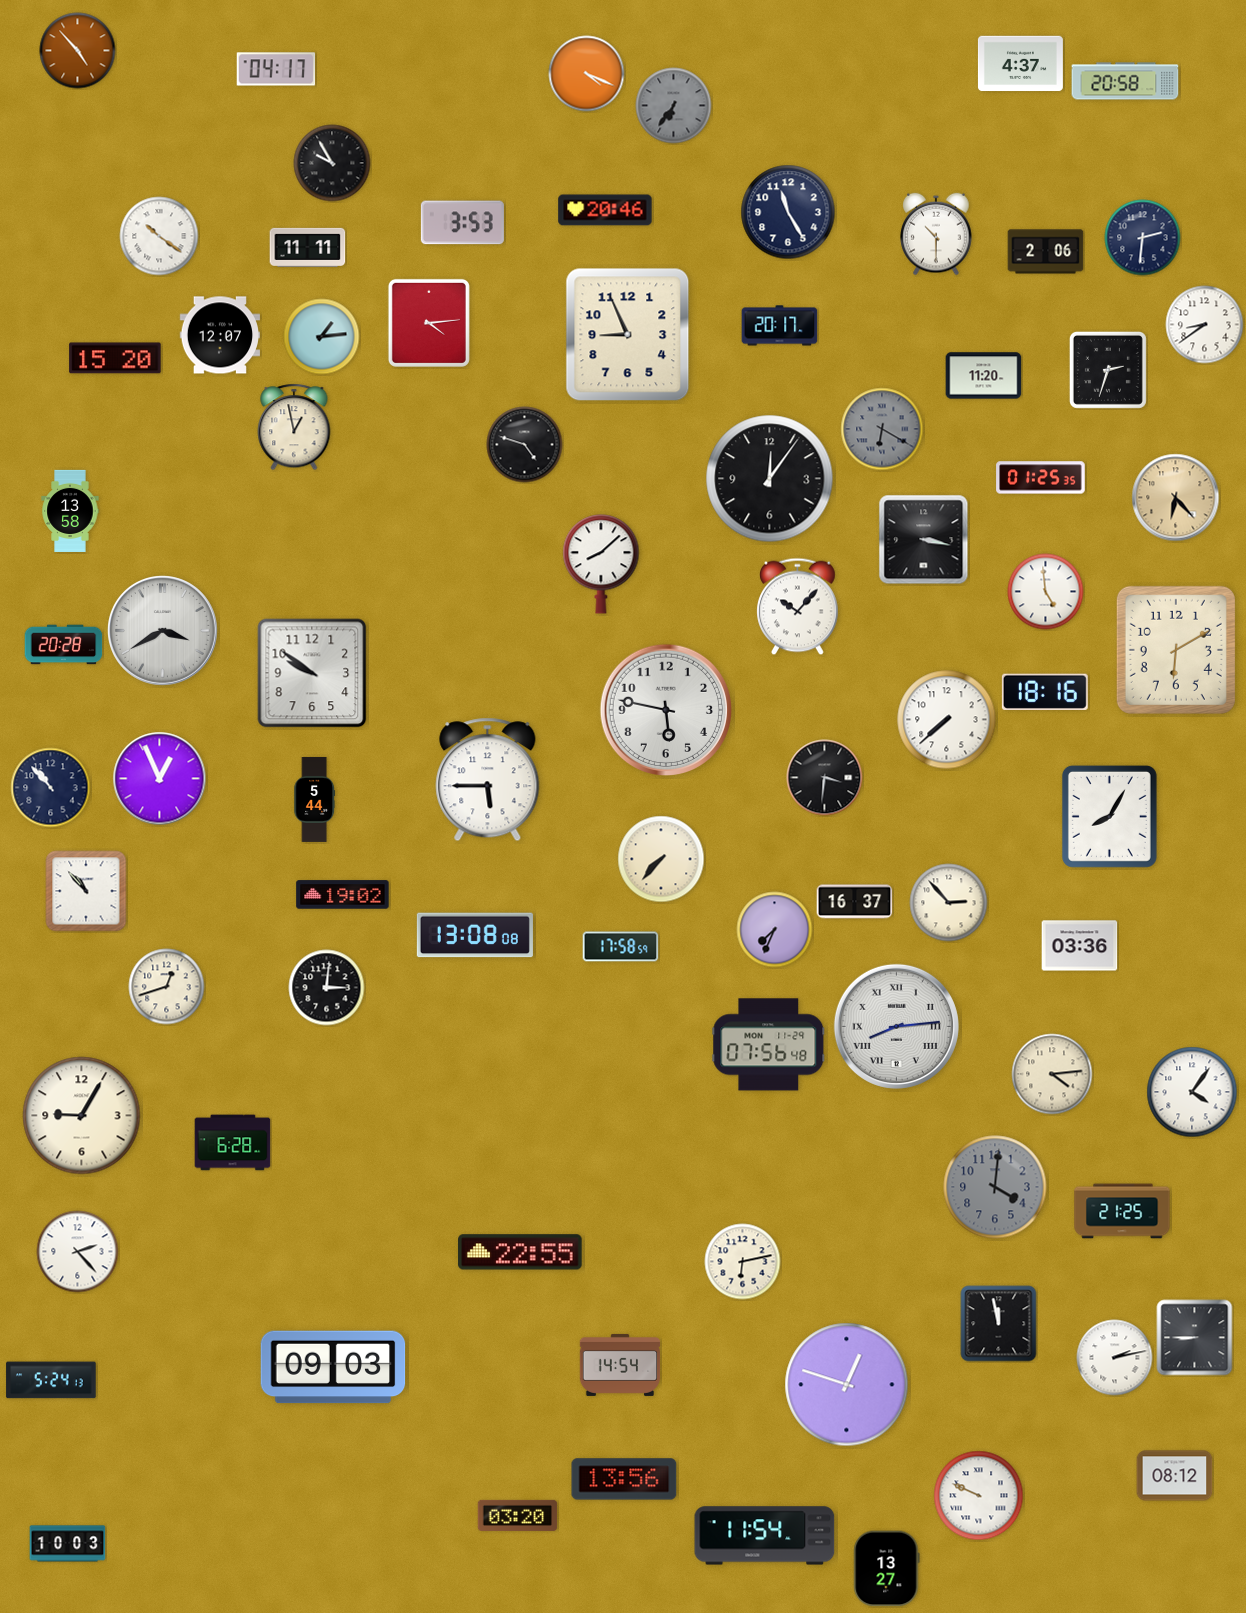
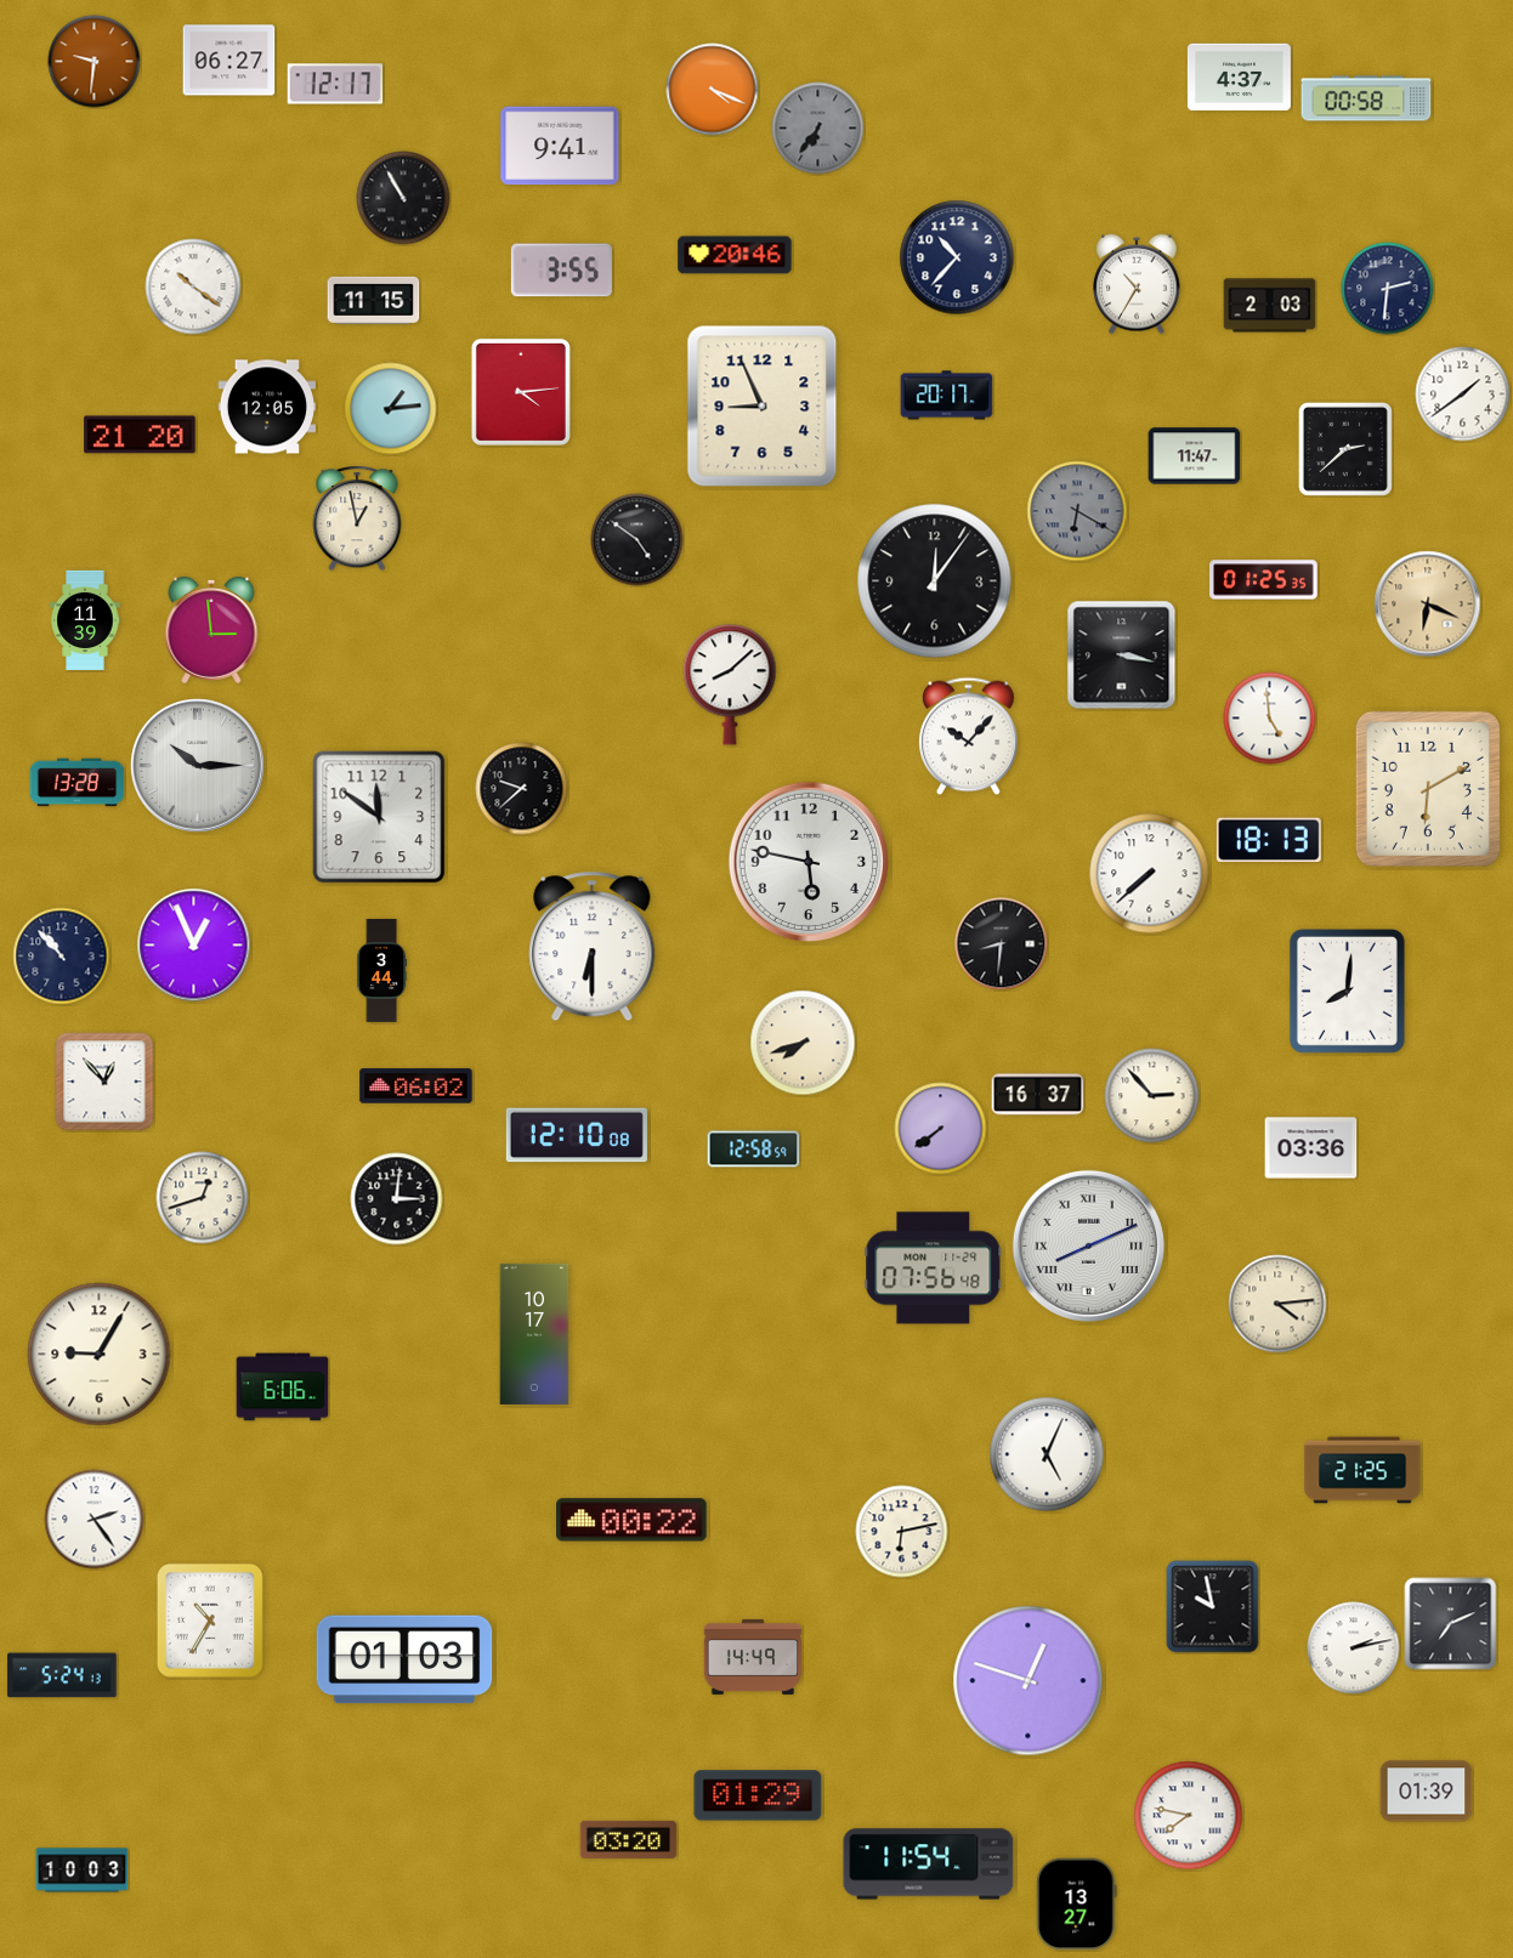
clock at (229, 61): none -> 06:27
clock at (78, 51): 4:53 -> 9:31
clock at (276, 69): 04:17 -> 12:17
clock at (1125, 81): 20:58 -> 00:58
clock at (560, 146): none -> 9:41
clock at (332, 163): 9:55 -> 10:55
clock at (788, 212): 11:25 -> 10:37
clock at (462, 223): 3:53 -> 3:55
clock at (936, 234): 10:30 -> 10:35
clock at (308, 247): 11:11 -> 11:15
clock at (1046, 252): 2:06 -> 2:03
clock at (1205, 325): 8:39 -> 1:39
clock at (220, 335): 12:07 -> 12:05
clock at (115, 358): 15:20 -> 21:20
clock at (1108, 370): 2:33 -> 2:38
clock at (984, 376): 11:20 -> 11:47
clock at (882, 429) position: (882, 429) -> (1077, 511)
clock at (525, 445): 4:48 -> 4:51
clock at (1176, 498): 6:23 -> 6:19
clock at (70, 510): 13:58 -> 11:39
clock at (211, 630): none -> 2:59
clock at (163, 631): 3:40 -> 10:15
clock at (64, 645): 20:28 -> 13:28
clock at (522, 789): none -> 9:38
clock at (312, 673): 9:51 -> 11:51
clock at (1045, 692): 18:16 -> 18:13
clock at (825, 778): 3:31 -> 8:31
clock at (488, 780): 5:45 -> 6:30
clock at (315, 799): 5:44 -> 3:44
clock at (1109, 816): 8:05 -> 8:01
clock at (661, 859): 7:37 -> 7:42
clock at (86, 891): 10:53 -> 12:53
clock at (343, 895): 19:02 -> 06:02
clock at (775, 930): 7:34 -> 7:39
clock at (475, 935): 13:08 -> 12:10
clock at (621, 947): 17:58 -> 12:58
clock at (896, 1026): 8:14 -> 8:11
clock at (1192, 1092): 4:06 -> none
clock at (534, 1334): none -> 10:17
clock at (233, 1143): 6:28 -> 6:06
clock at (995, 1187): 4:01 -> none
clock at (1047, 1454): none -> 5:04
clock at (78, 1252): 2:23 -> 2:24
clock at (520, 1252): 22:55 -> 00:22
clock at (999, 1324): 11:58 -> 9:58
clock at (210, 1621): none -> 10:35
clock at (1195, 1338): 8:45 -> 7:11
clock at (620, 1365): 14:54 -> 14:49
clock at (333, 1367): 09:03 -> 01:03
clock at (1175, 1476): 08:12 -> 01:39
clock at (624, 1479): 13:56 -> 01:29
clock at (979, 1496): 9:49 -> 7:47
clock at (68, 1544) position: (68, 1544) -> (83, 1871)
